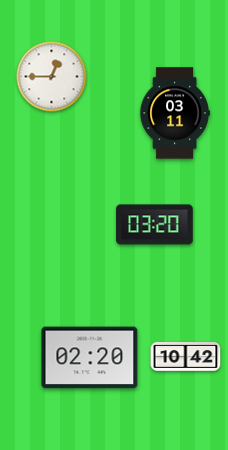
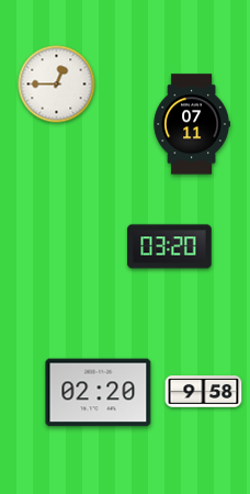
clock at (175, 113): 03:11 -> 07:11
clock at (186, 357): 10:42 -> 9:58
